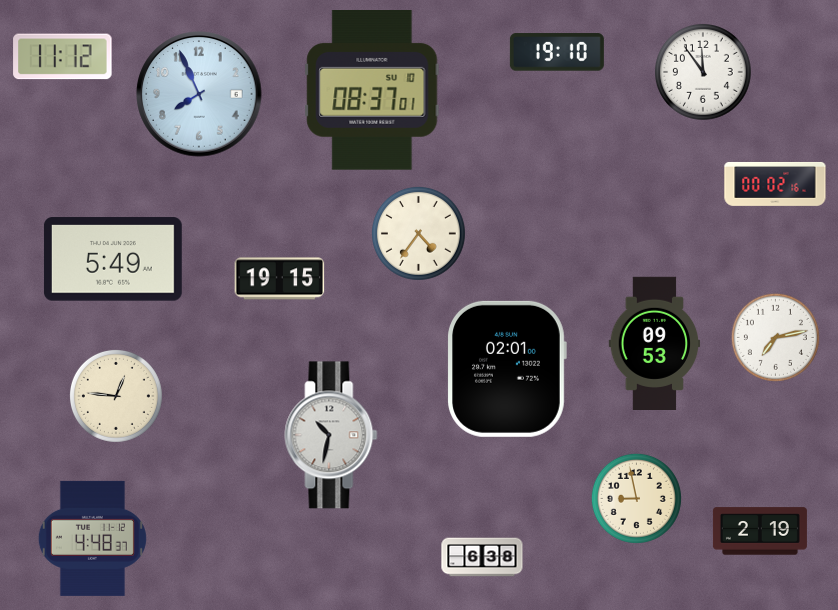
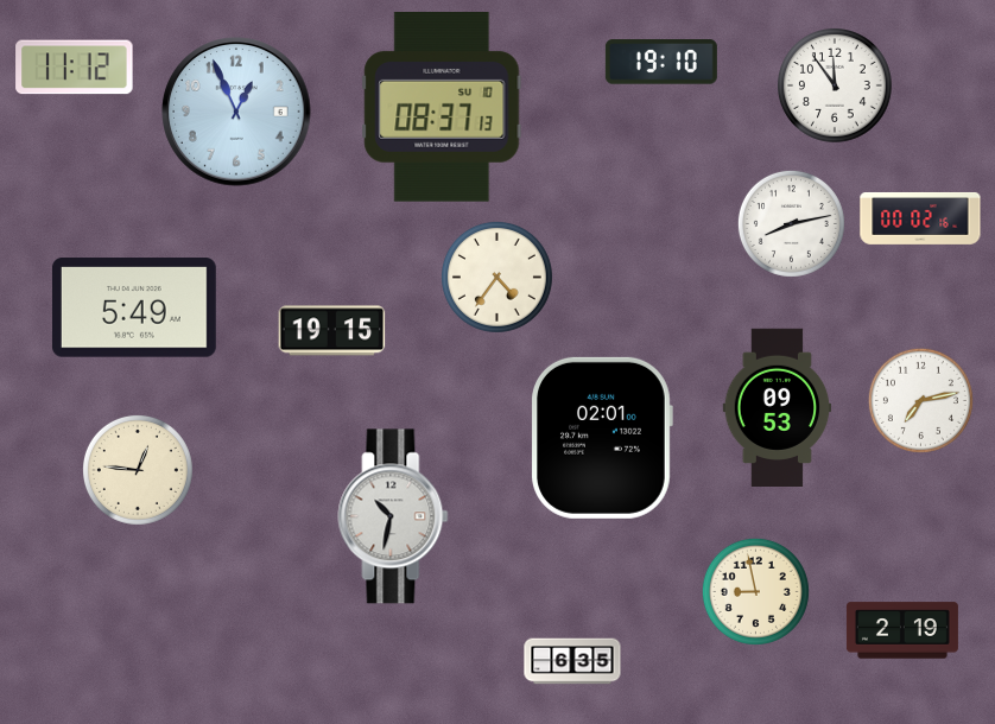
clock at (372, 91): 08:37:01 -> 08:37:13
clock at (199, 94): 7:56 -> 12:56
clock at (791, 223): none -> 8:13
clock at (92, 538): 4:48 -> none
clock at (482, 557): 6:38 -> 6:35
